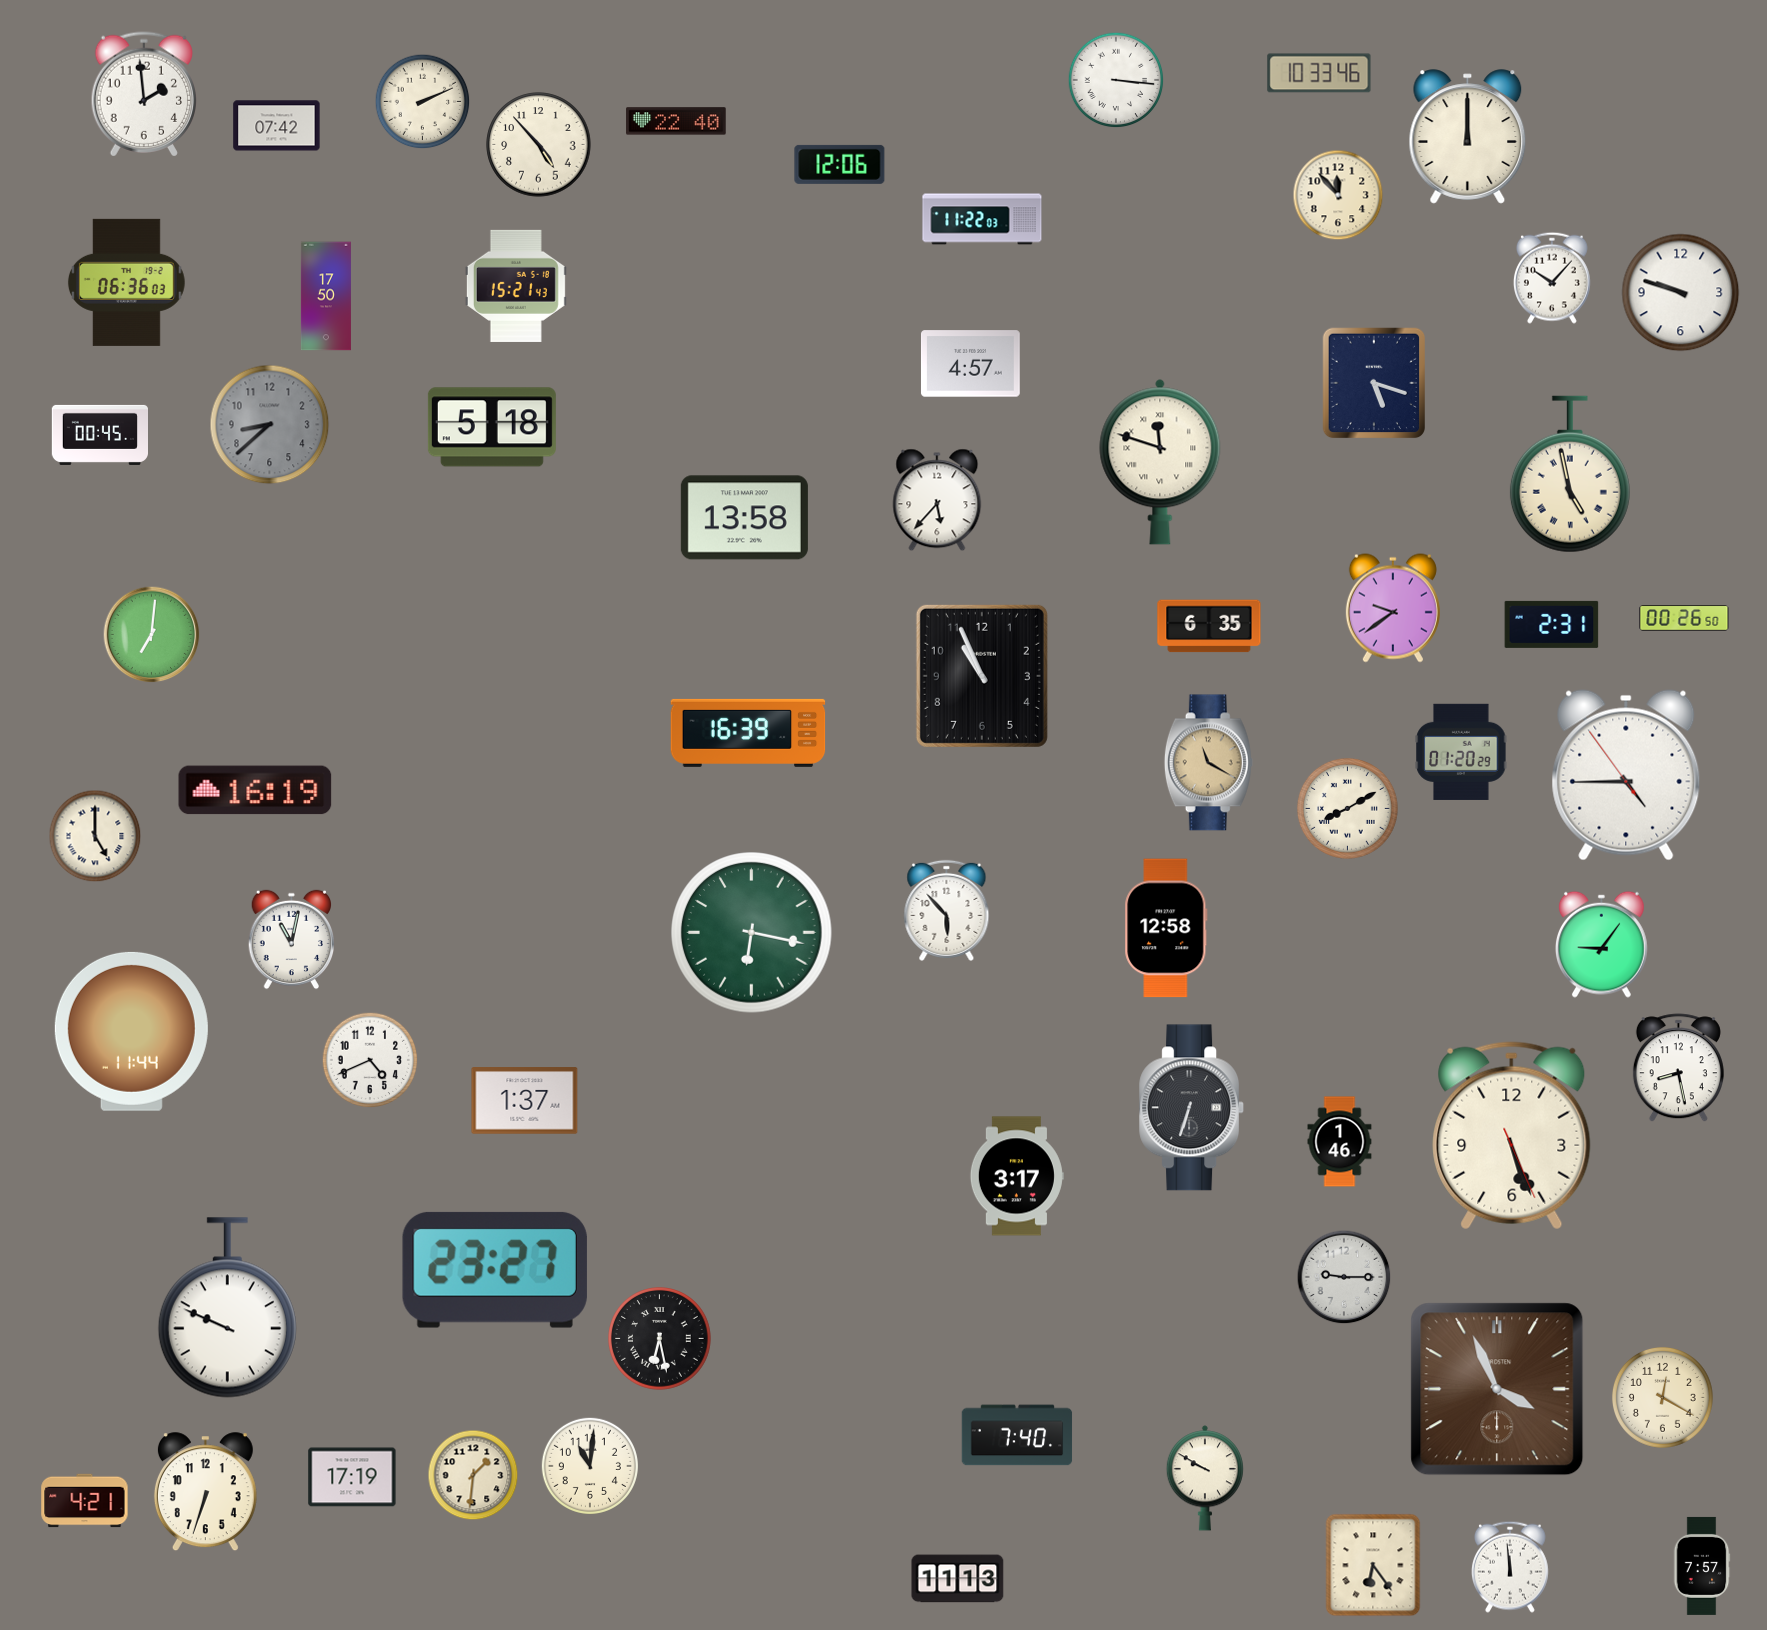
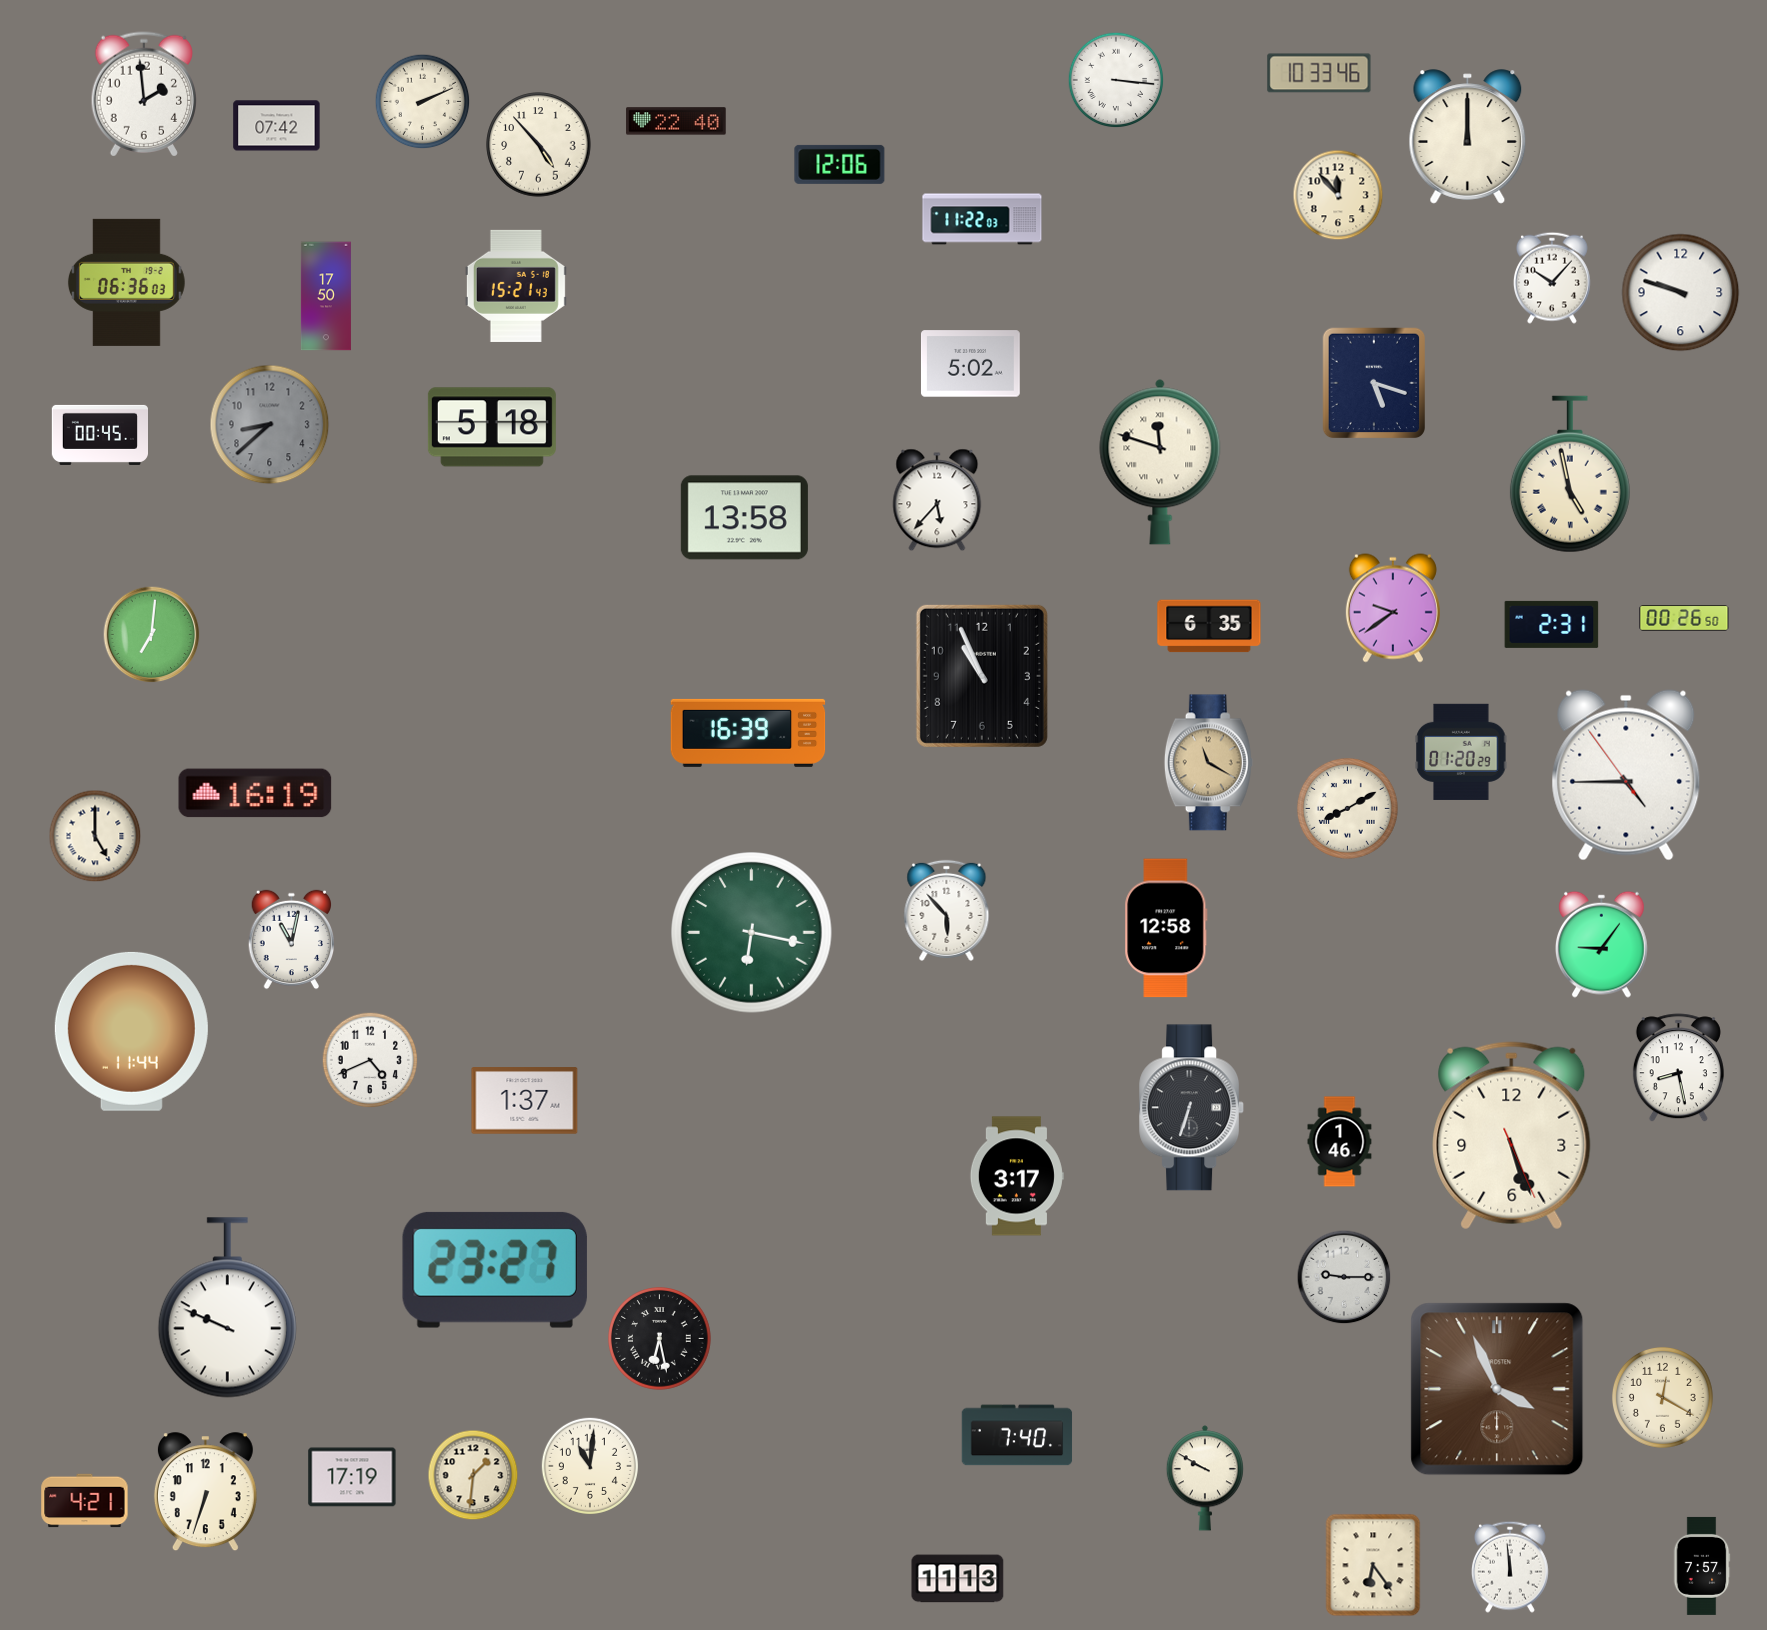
clock at (970, 364): 4:57 -> 5:02
clock at (255, 790) position: (255, 790) -> (255, 793)
